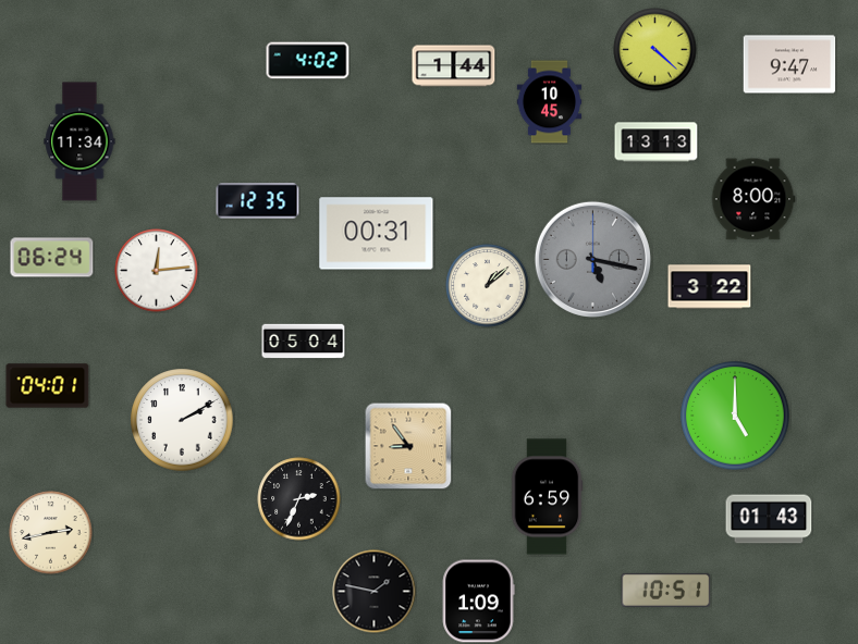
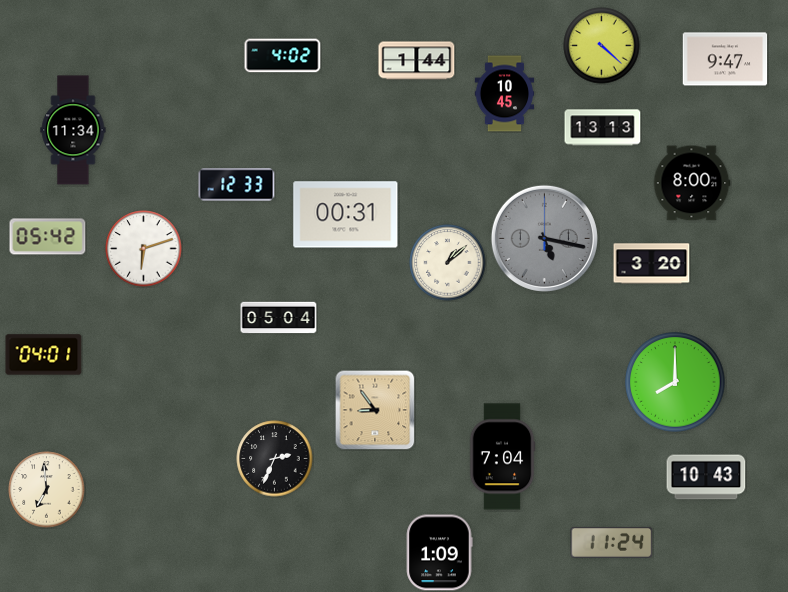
clock at (657, 143) position: (657, 143) -> (603, 128)
clock at (258, 201): 12:35 -> 12:33
clock at (52, 258): 06:24 -> 05:42
clock at (157, 271): 12:14 -> 6:12
clock at (710, 287): 3:22 -> 3:20
clock at (304, 342) position: (304, 342) -> (279, 318)
clock at (735, 416): 5:00 -> 8:00
clock at (182, 420): 2:10 -> none
clock at (547, 497): 6:59 -> 7:04
clock at (769, 519): 01:43 -> 10:43
clock at (51, 533): 2:43 -> 6:59
clock at (666, 590): 10:51 -> 11:24
clock at (375, 592): 1:47 -> none
